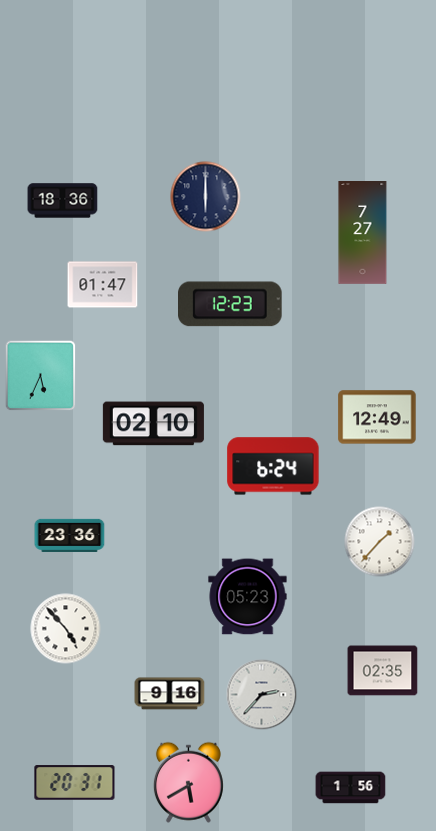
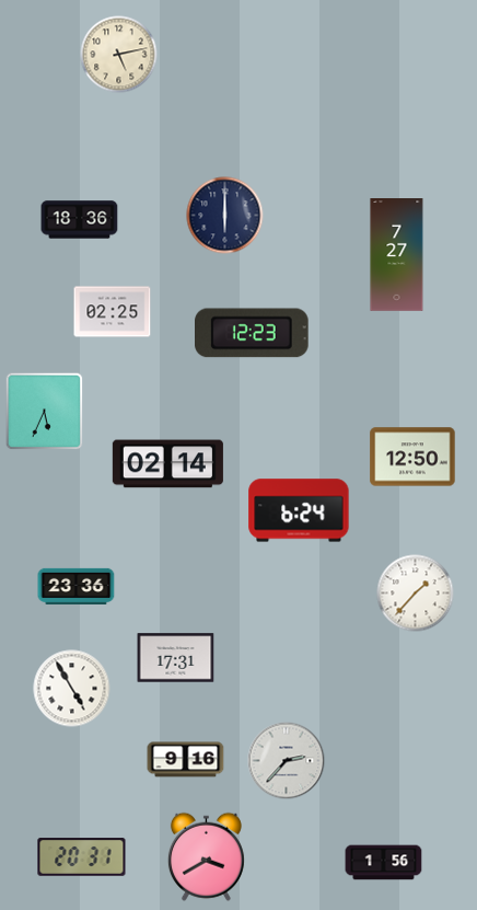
clock at (119, 55): none -> 5:13
clock at (63, 201) position: (63, 201) -> (80, 220)
clock at (103, 285): 01:47 -> 02:25
clock at (377, 417): 12:49 -> 12:50
clock at (153, 424): 02:10 -> 02:14
clock at (248, 597): 05:23 -> none
clock at (176, 658): none -> 17:31
clock at (66, 629): 4:53 -> 4:55
clock at (383, 671): 02:35 -> none
clock at (188, 782): 5:40 -> 3:40
